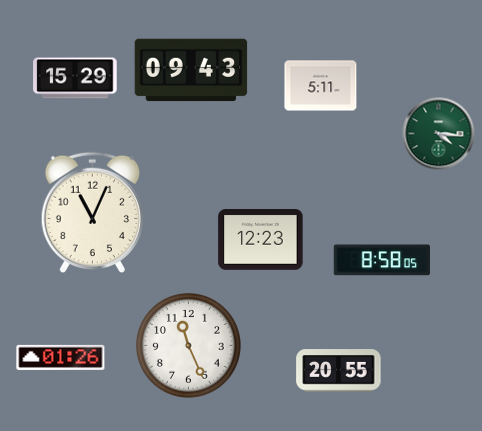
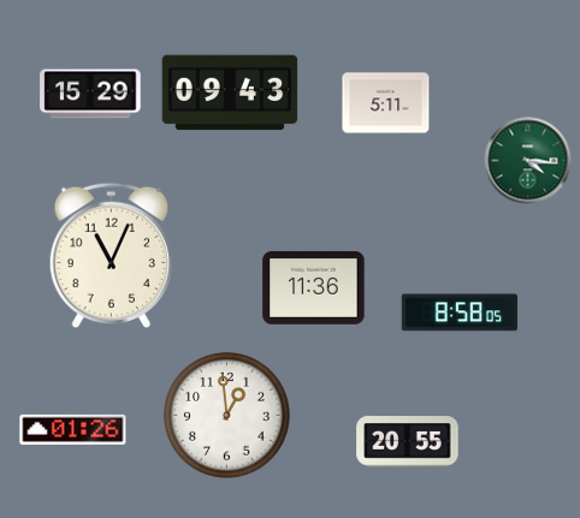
clock at (191, 70) position: (191, 70) -> (230, 93)
clock at (261, 240): 12:23 -> 11:36
clock at (189, 346): 11:26 -> 12:59
clock at (339, 371) position: (339, 371) -> (408, 442)
